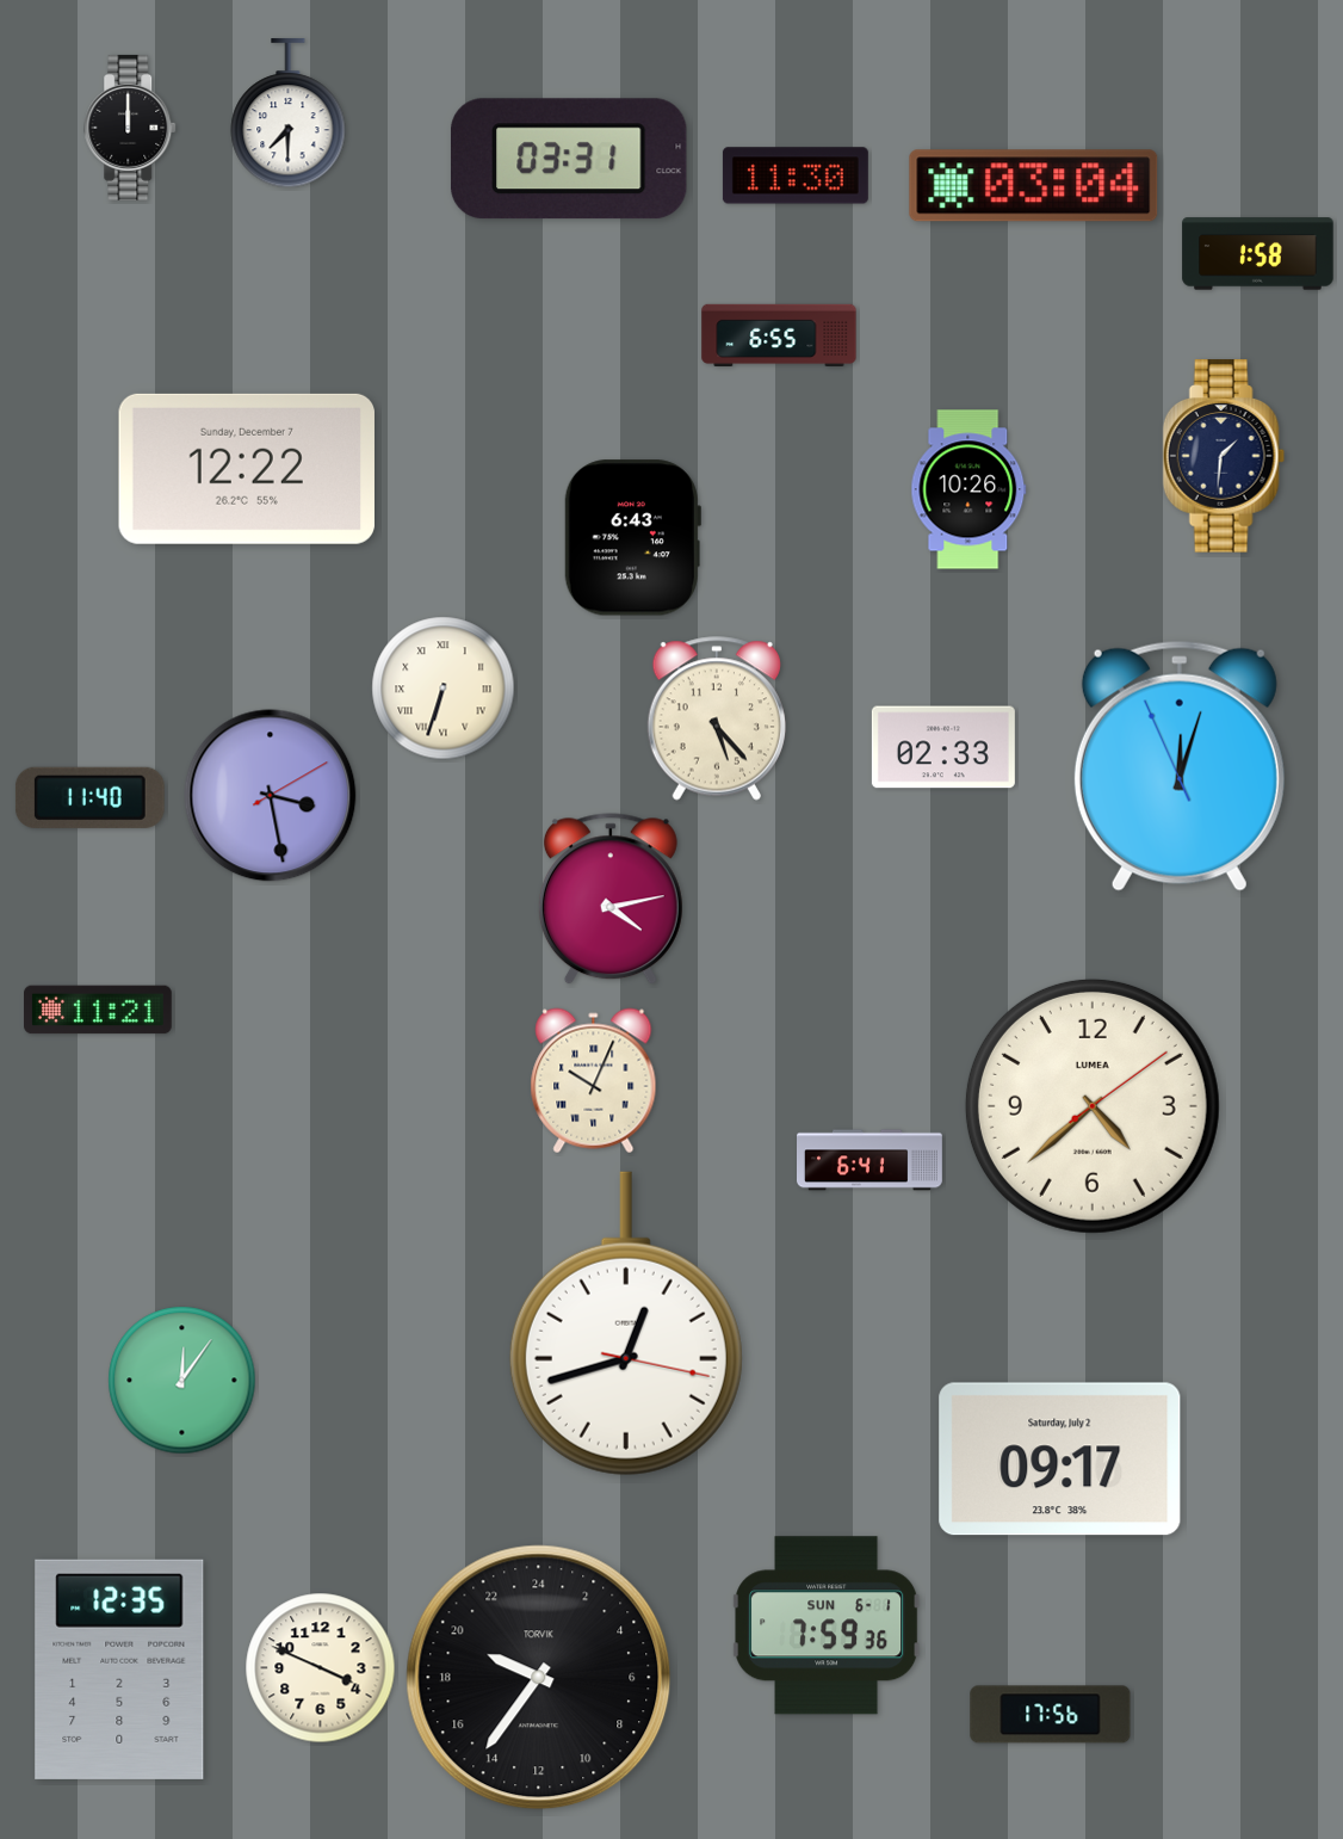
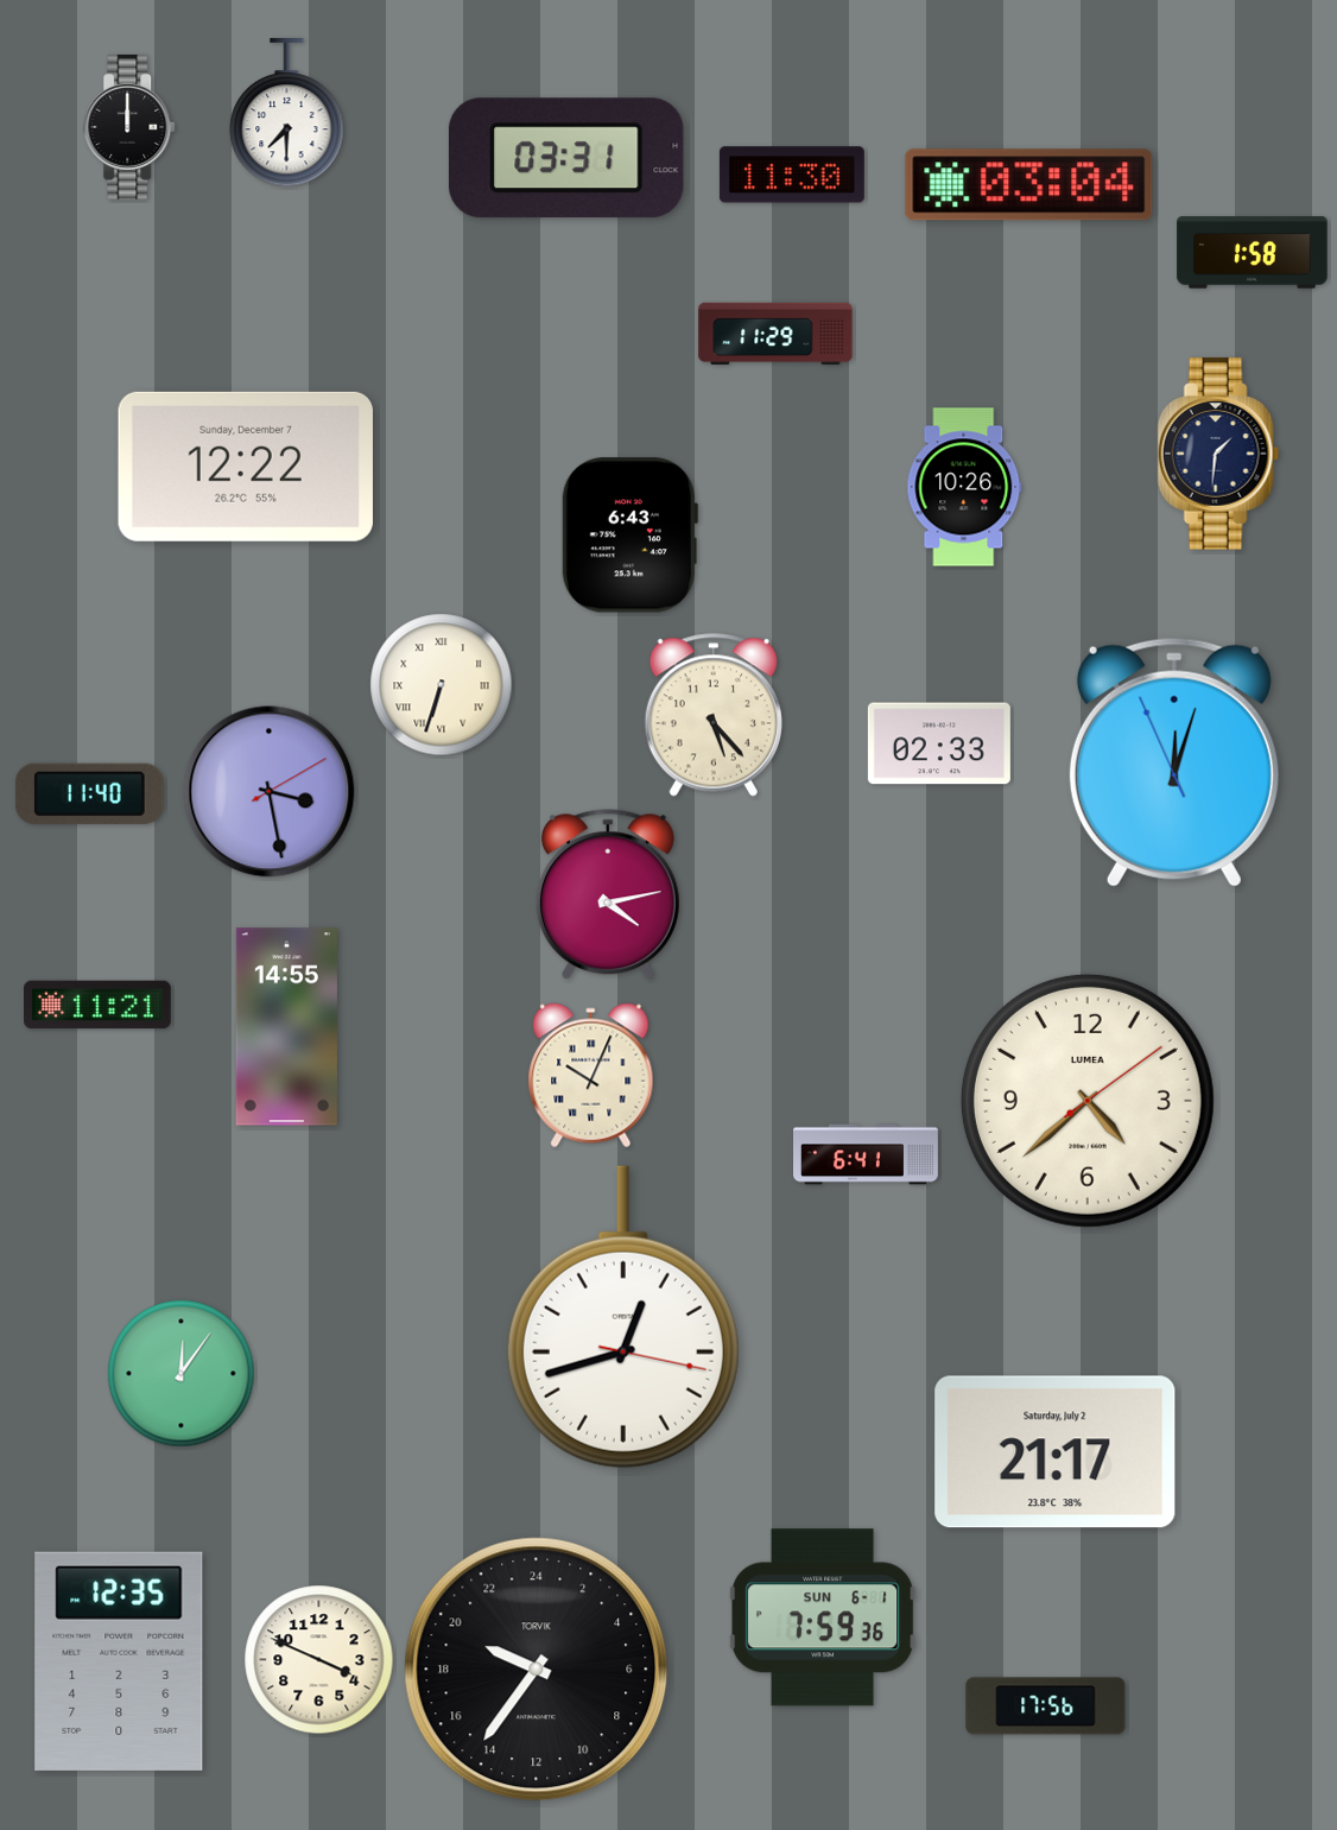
clock at (779, 334): 6:55 -> 11:29
clock at (286, 1027): none -> 14:55
clock at (1060, 1460): 09:17 -> 21:17
